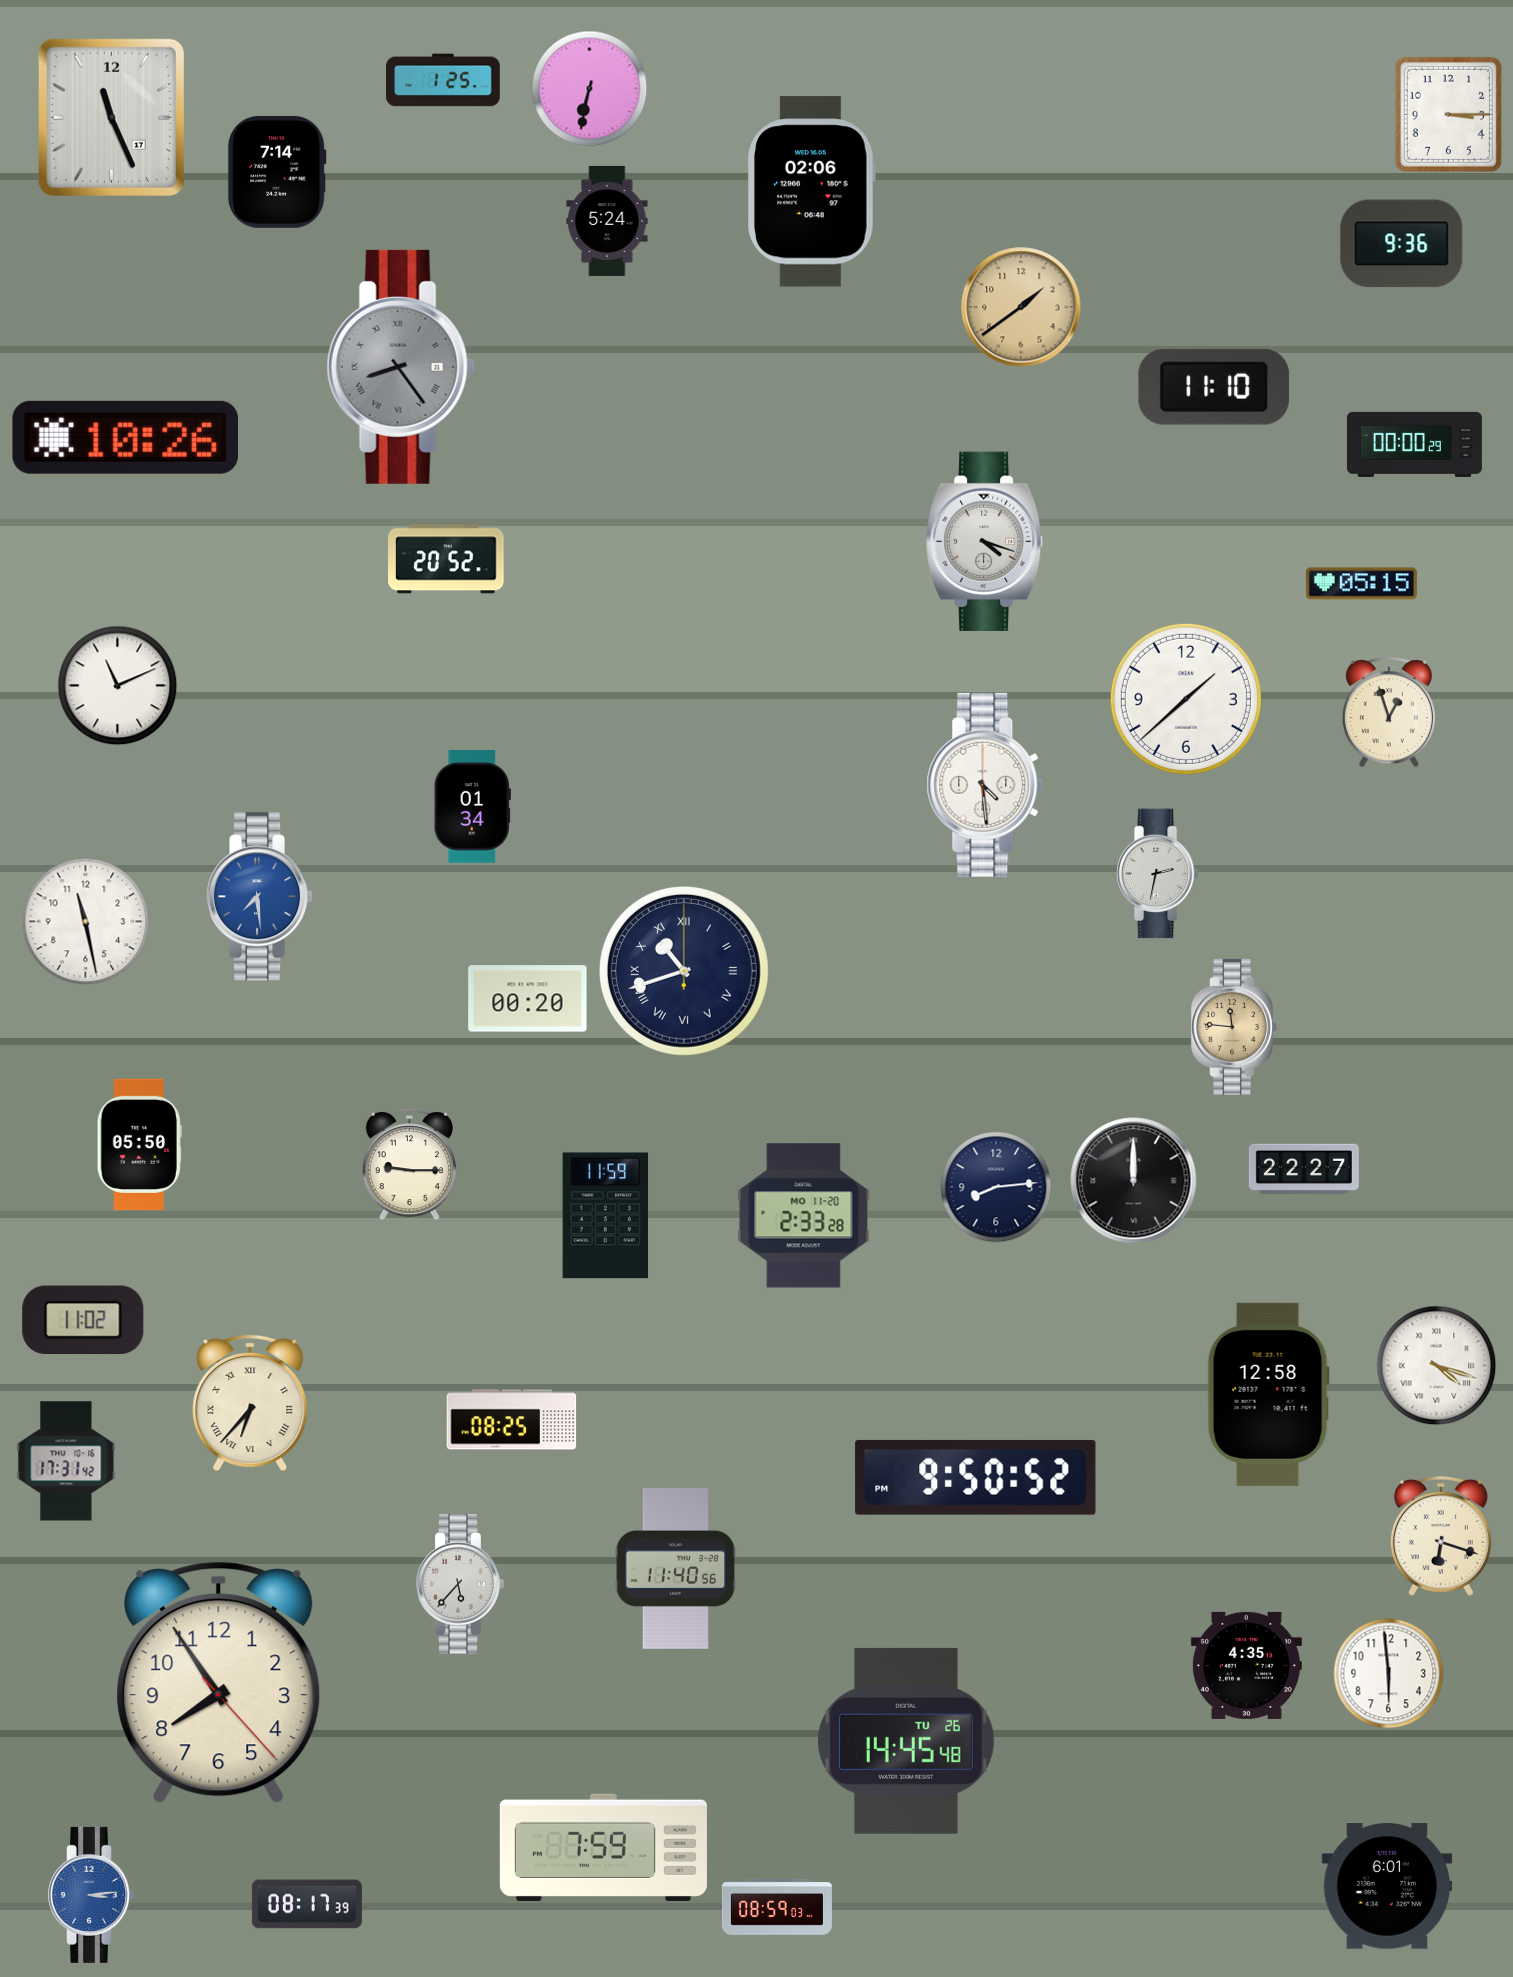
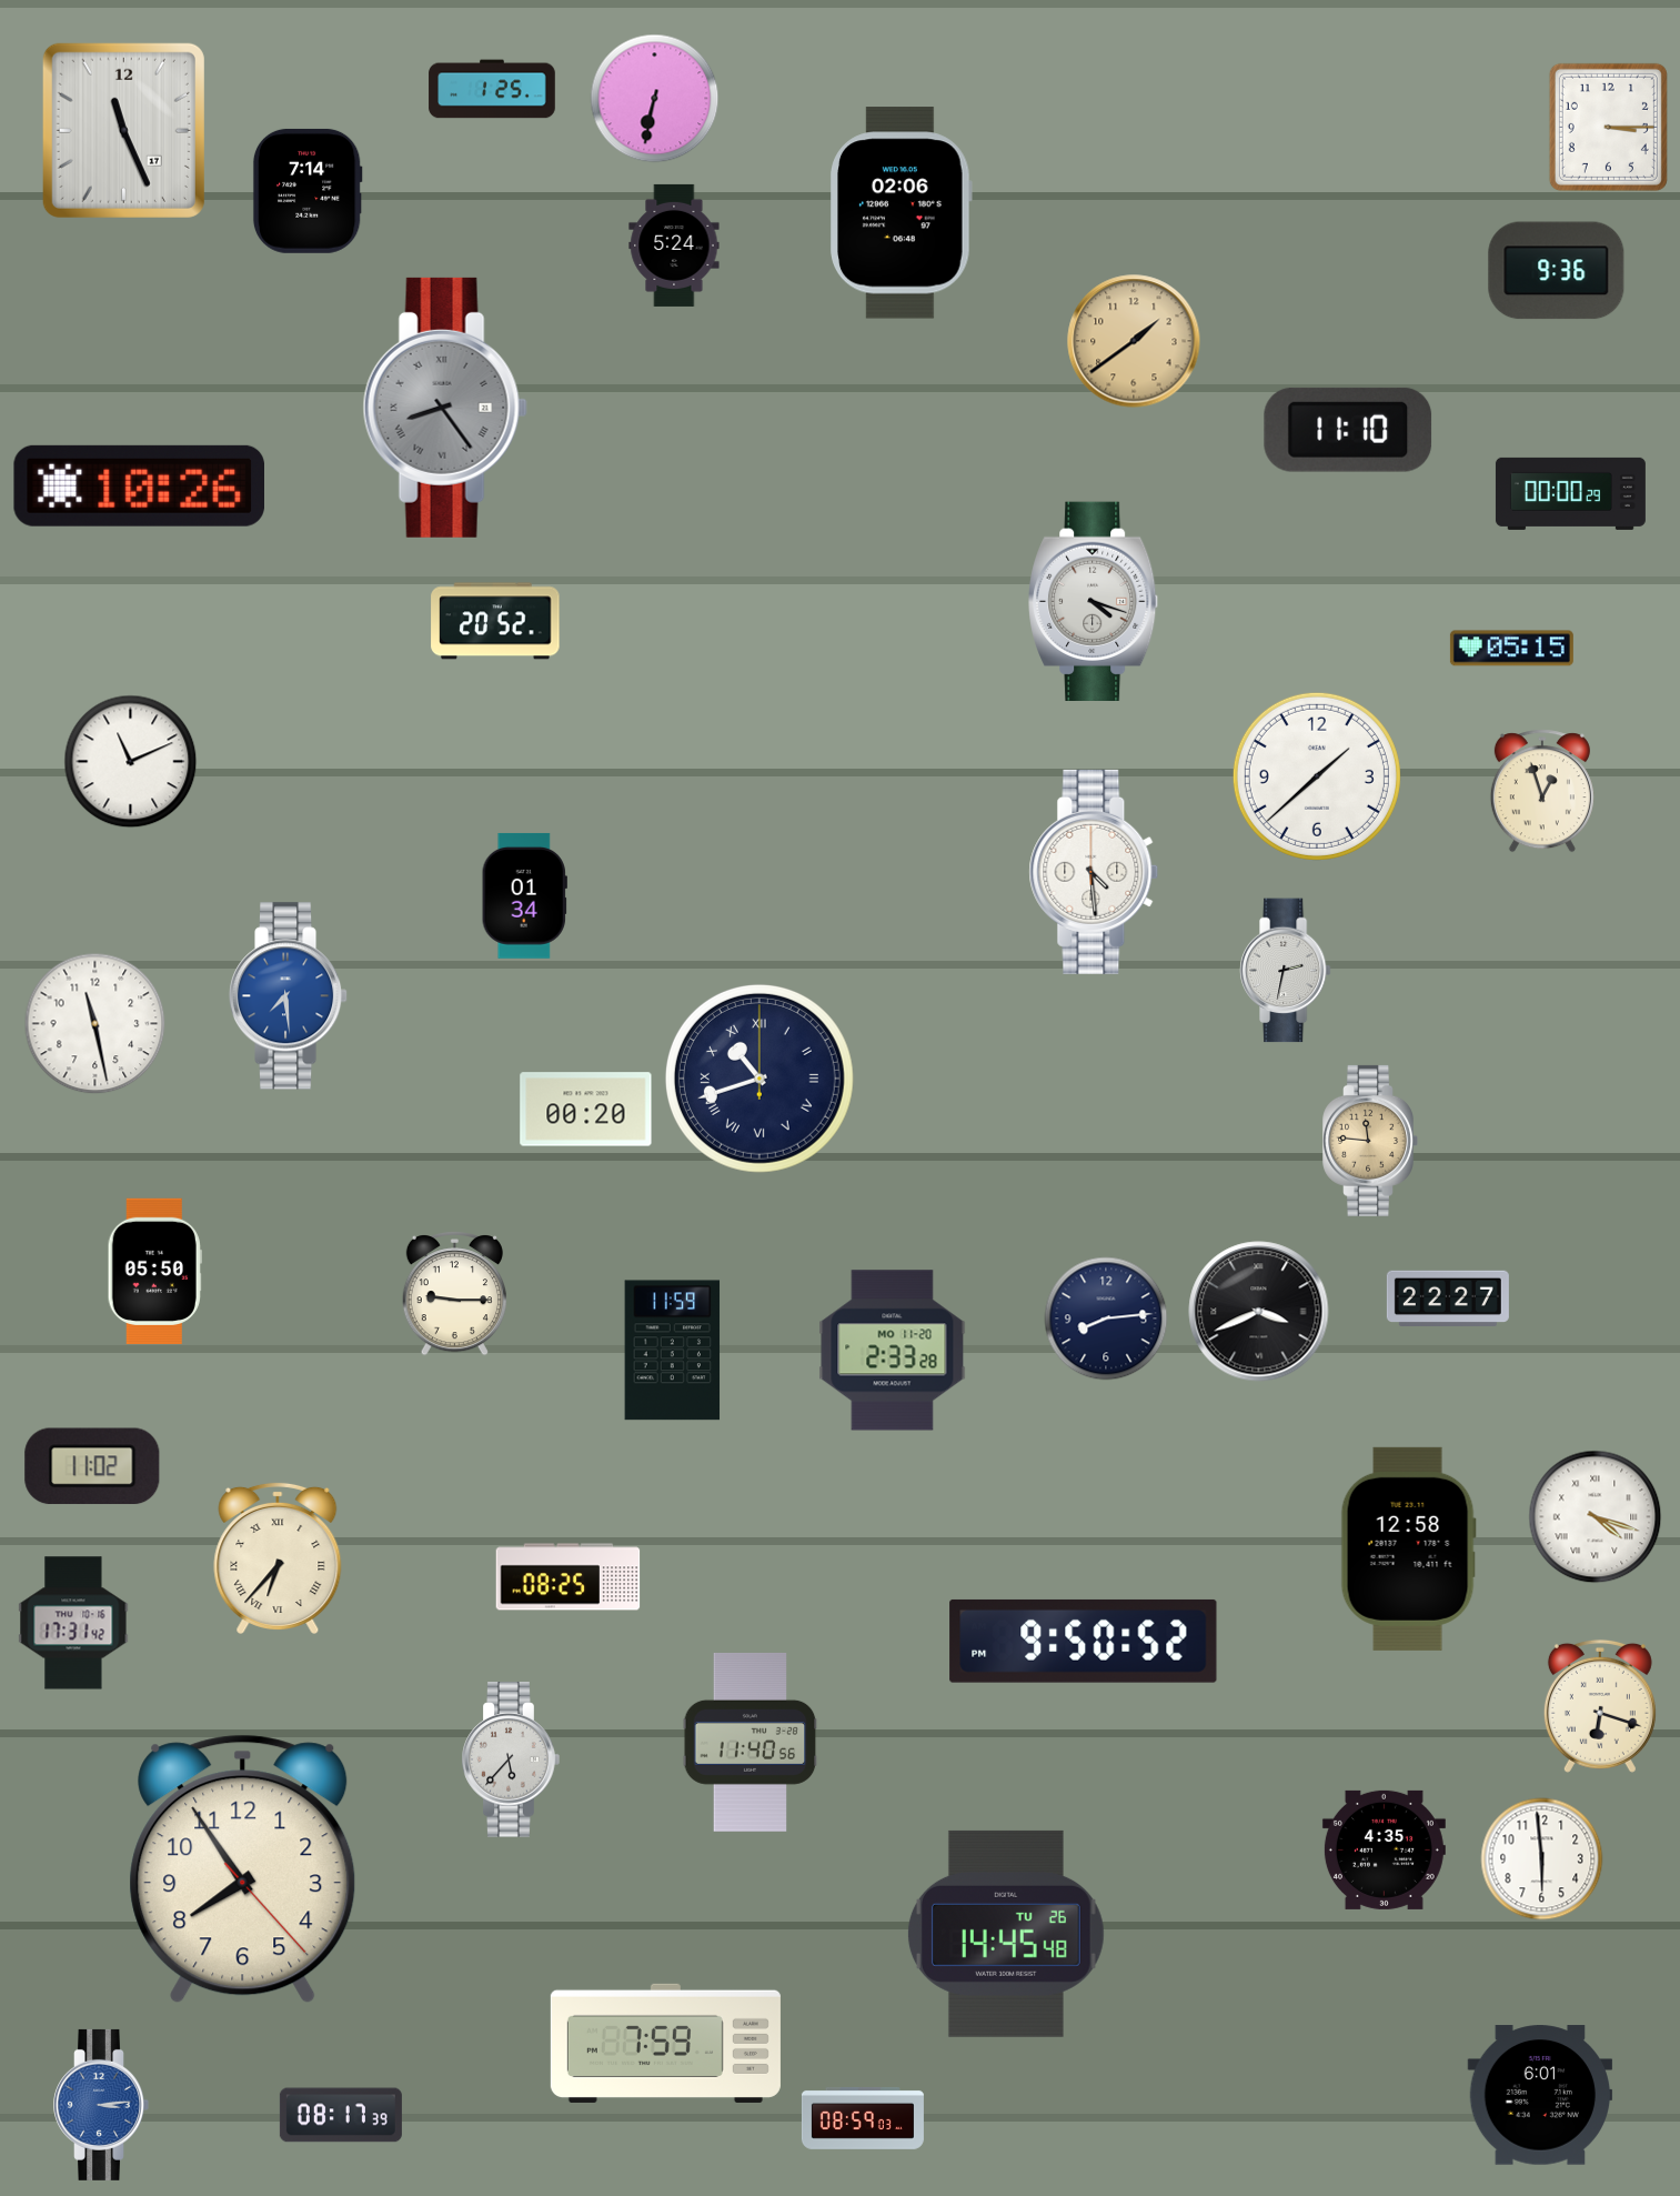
clock at (1134, 1181): 12:00 -> 3:41
clock at (603, 1847) position: (603, 1847) -> (665, 2043)
